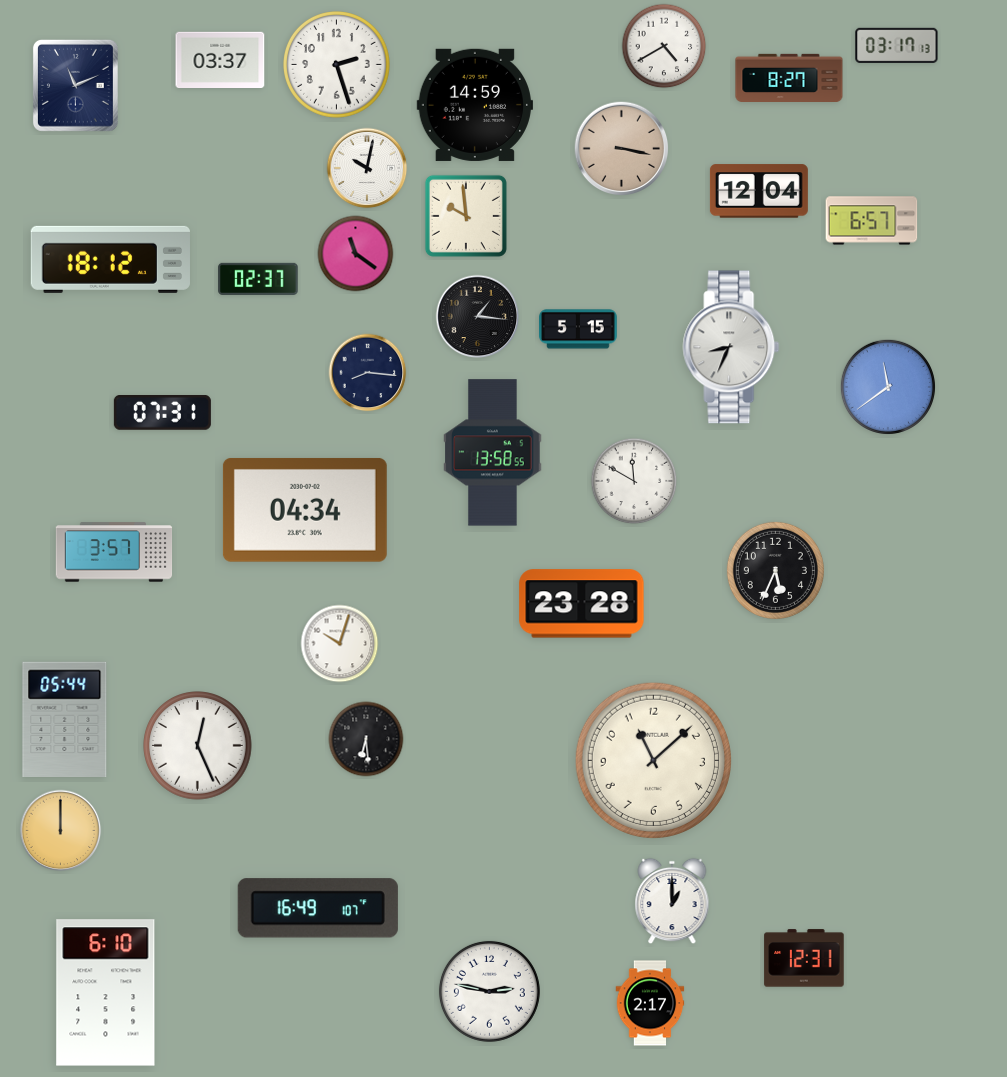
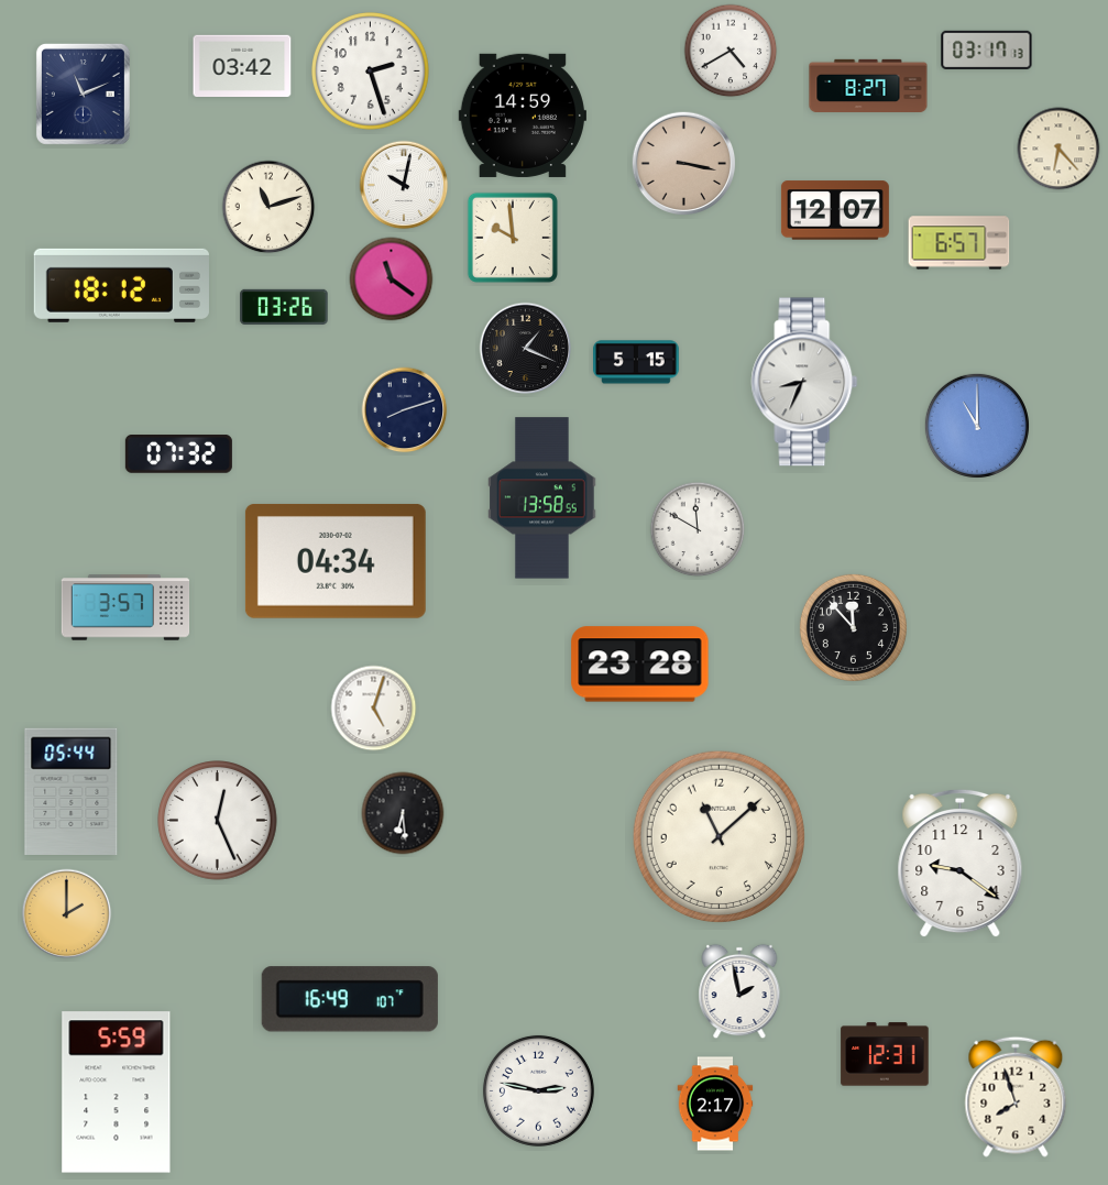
clock at (220, 59): 03:37 -> 03:42
clock at (1058, 149): none -> 6:23
clock at (268, 207): none -> 11:12
clock at (759, 191): 12:04 -> 12:07
clock at (258, 279): 02:37 -> 03:26
clock at (478, 317): 1:16 -> 1:19
clock at (368, 373): 8:16 -> 8:12
clock at (888, 387): 11:39 -> 11:00
clock at (162, 413): 07:31 -> 07:32
clock at (775, 570): 5:34 -> 11:53
clock at (340, 644): 10:03 -> 5:03
clock at (961, 864): none -> 9:21
clock at (61, 831): 12:00 -> 2:00
clock at (672, 901): 1:00 -> 1:58
clock at (106, 993): 6:10 -> 5:59
clock at (1016, 1097): none -> 7:57
